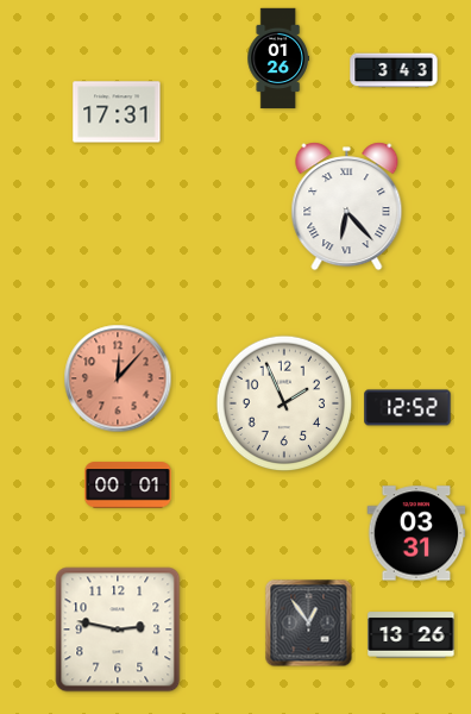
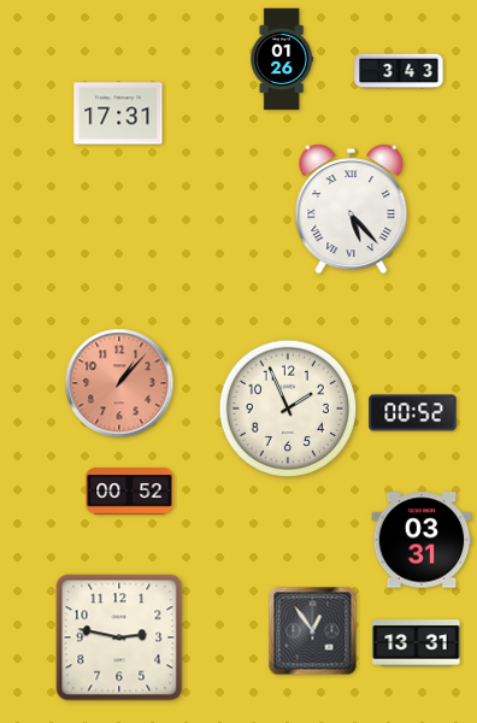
clock at (347, 207): 6:23 -> 5:23
clock at (118, 378): 12:07 -> 1:07
clock at (408, 408): 12:52 -> 00:52
clock at (128, 486): 00:01 -> 00:52
clock at (412, 635): 13:26 -> 13:31
